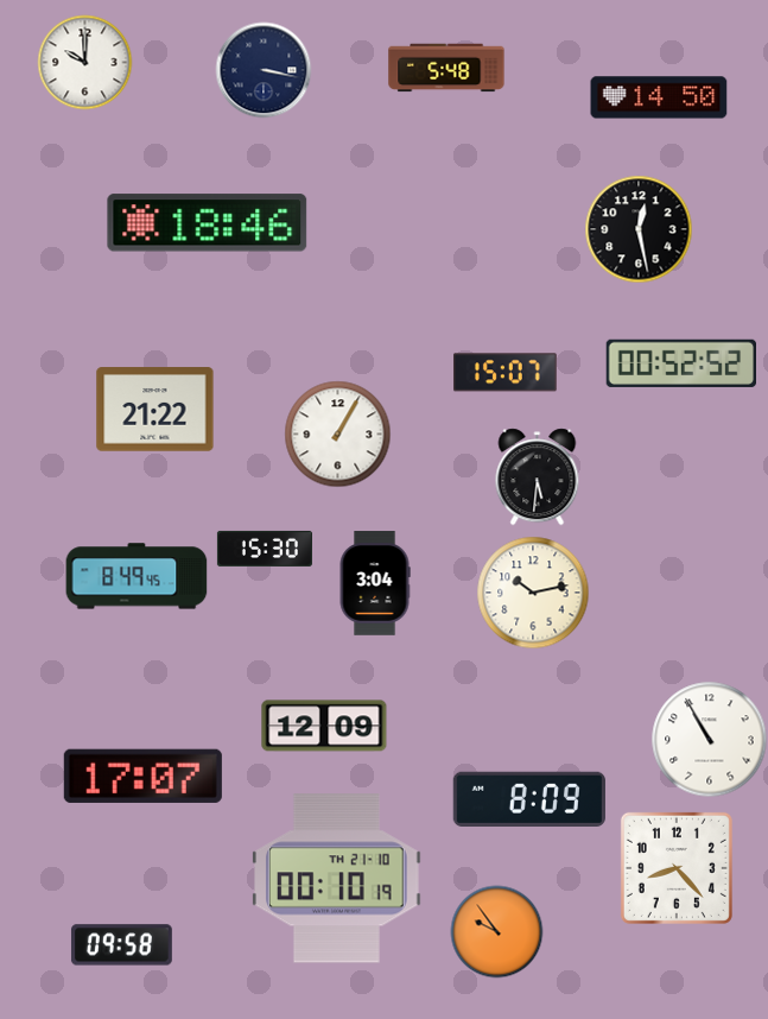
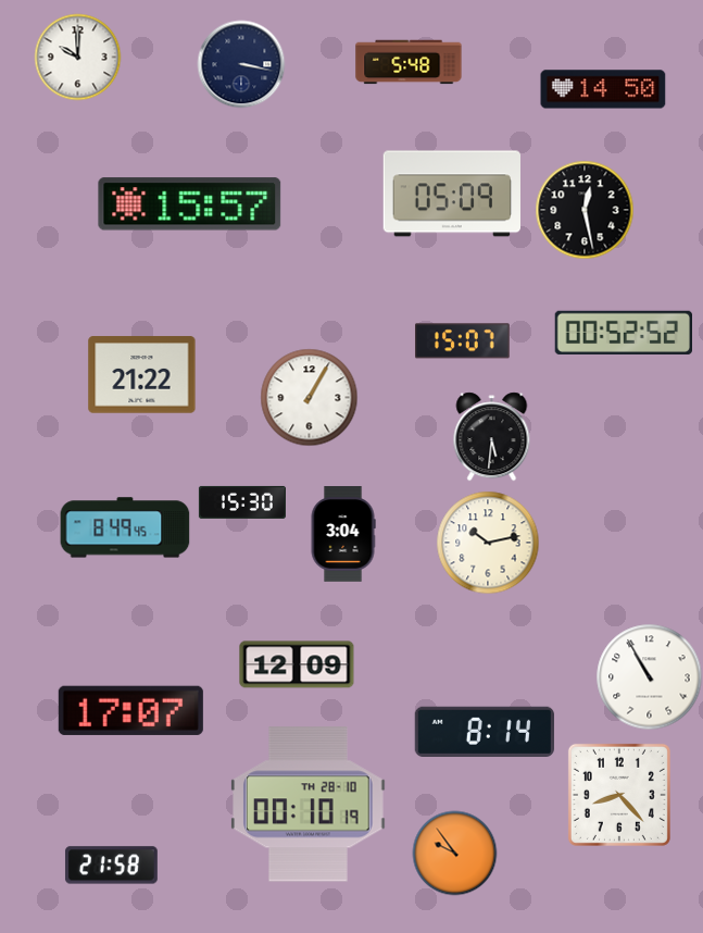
clock at (451, 194): none -> 05:09
clock at (208, 223): 18:46 -> 15:57
clock at (528, 798): 8:09 -> 8:14
clock at (337, 879) date: TH 21-10 -> TH 28-10
clock at (121, 945): 09:58 -> 21:58
